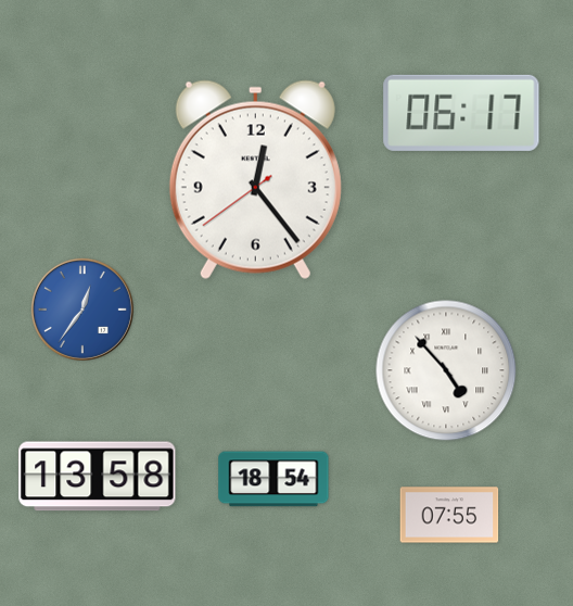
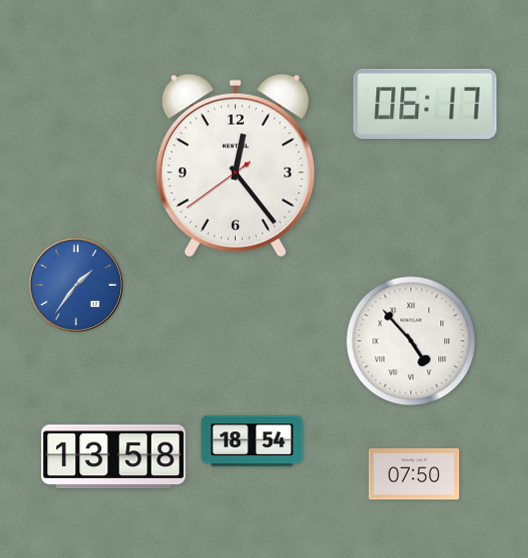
clock at (82, 310): 12:36 -> 1:36
clock at (98, 477) position: (98, 477) -> (114, 457)
clock at (449, 515): 07:55 -> 07:50
